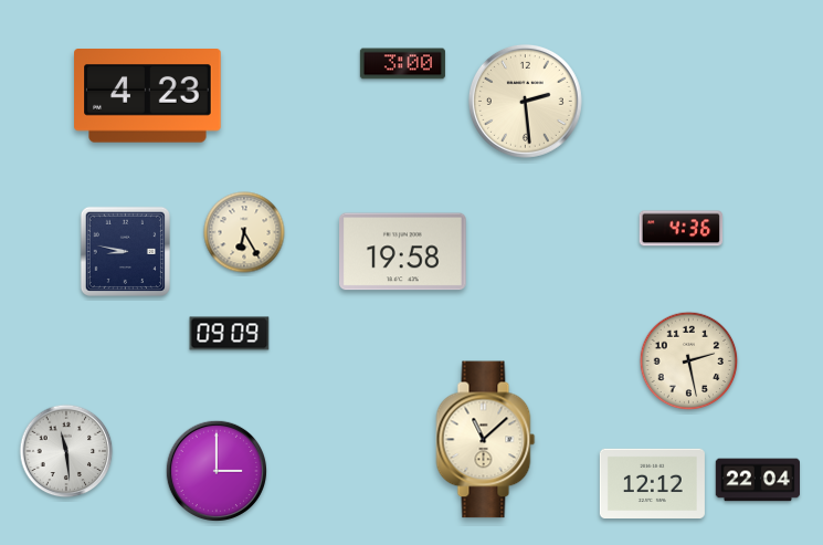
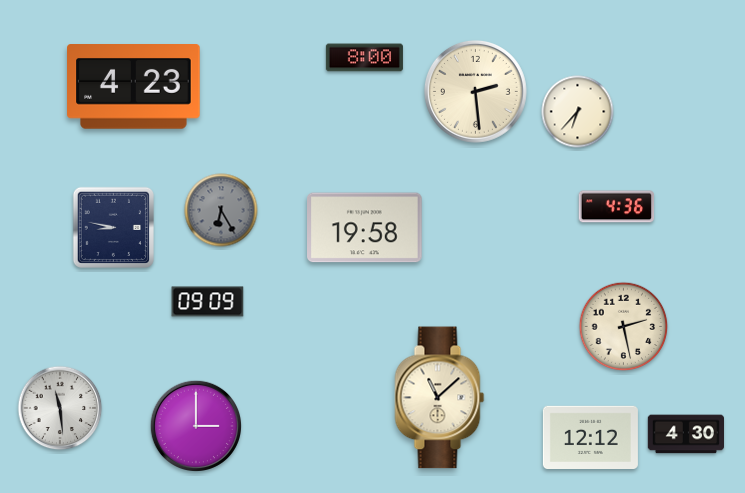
clock at (402, 64): 3:00 -> 8:00
clock at (578, 112): none -> 6:37
clock at (244, 232) dial: cream -> grey
clock at (757, 480): 22:04 -> 4:30
